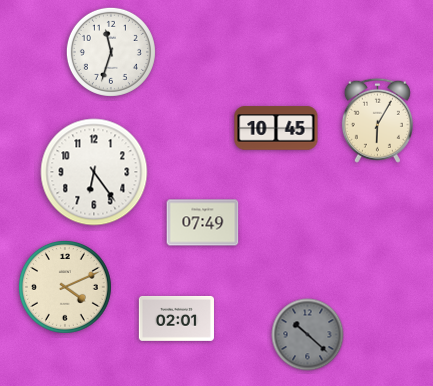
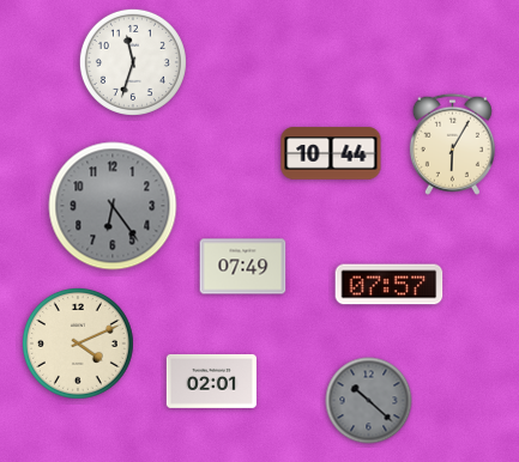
clock at (276, 128): 10:45 -> 10:44
clock at (94, 172) dial: white -> grey
clock at (390, 285): none -> 07:57
